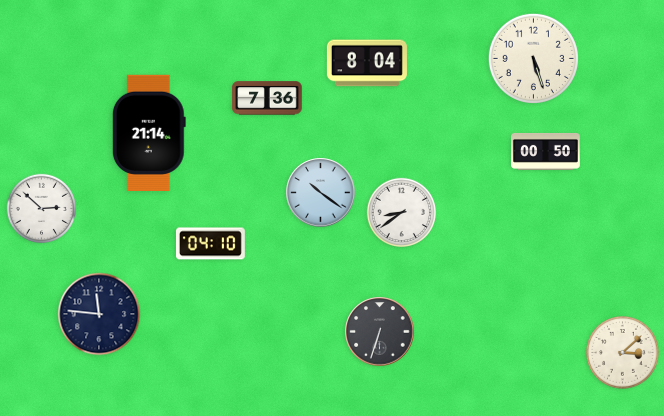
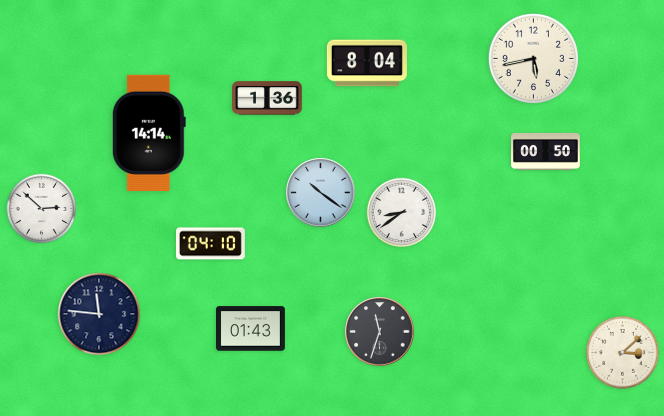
clock at (533, 58): 5:27 -> 5:43
clock at (267, 98): 7:36 -> 1:36
clock at (149, 132): 21:14 -> 14:14
clock at (251, 329): none -> 01:43
clock at (380, 332): 6:33 -> 11:33
